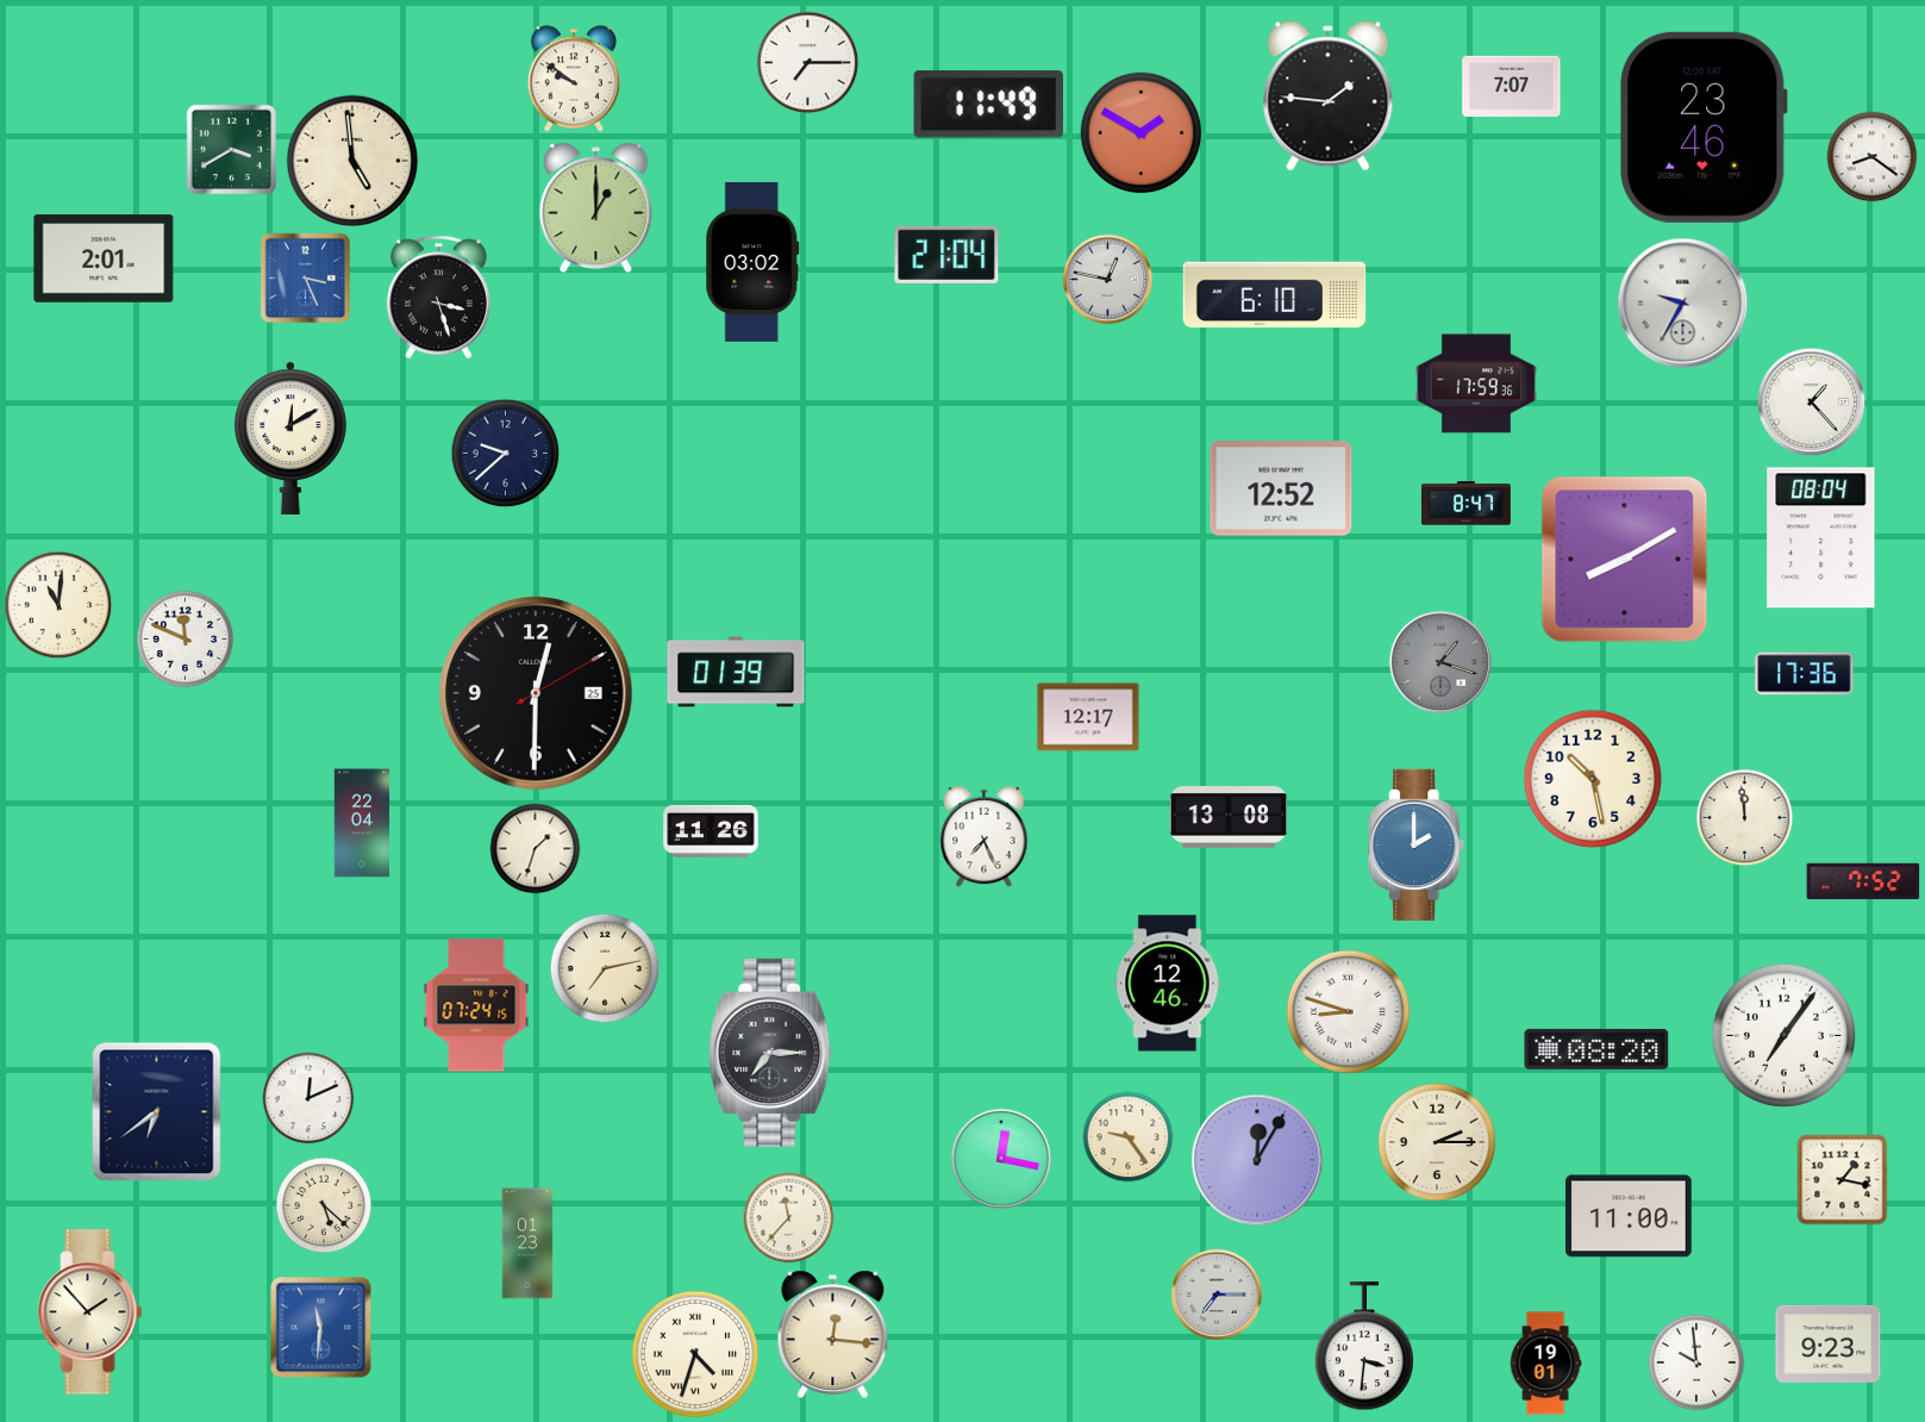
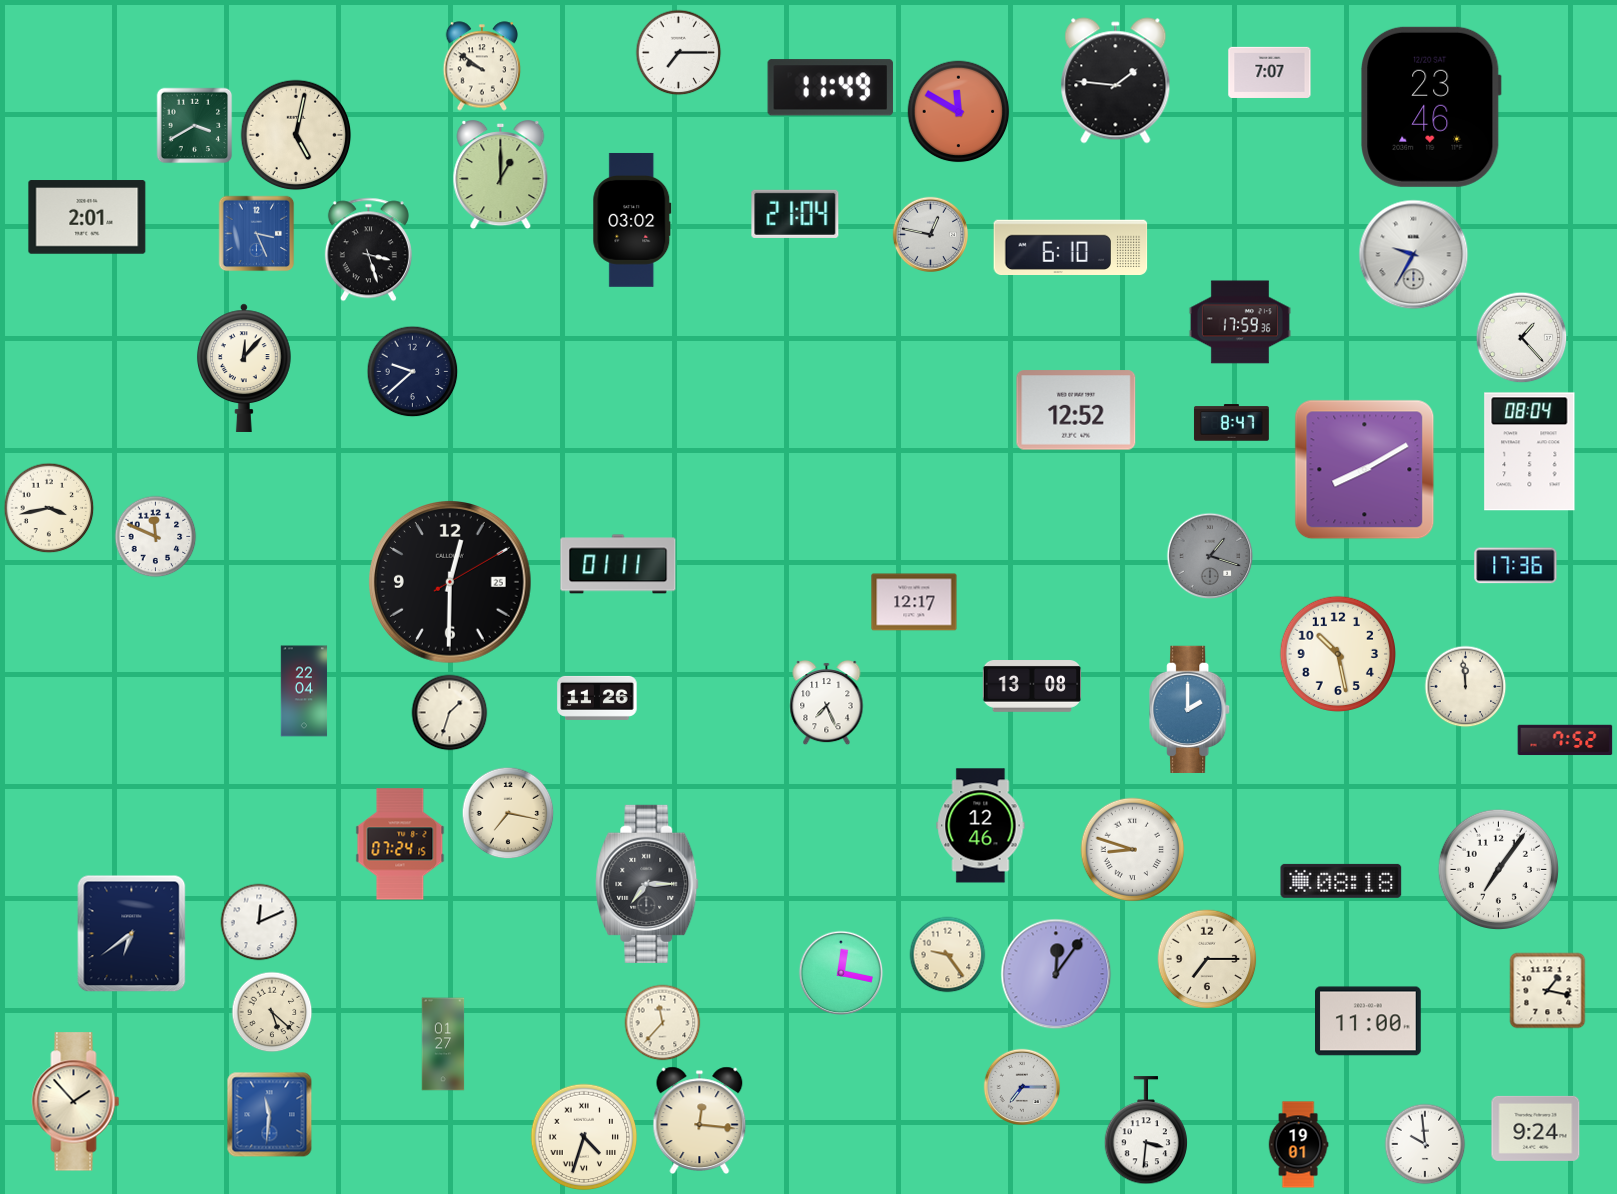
clock at (1142, 133): 1:50 -> 11:50
clock at (1873, 157): 8:21 -> none
clock at (352, 161): 4:59 -> 5:02
clock at (290, 438): 12:10 -> 12:07
clock at (506, 454) position: (506, 454) -> (413, 372)
clock at (58, 605): 11:01 -> 3:43
clock at (736, 672): 01:39 -> 01:11
clock at (605, 968): 7:13 -> 7:17
clock at (1596, 1049): 08:20 -> 08:18
clock at (1437, 1142): 2:15 -> 7:15
clock at (1257, 1160): 12:05 -> 12:06
clock at (527, 1243): 01:23 -> 01:27
clock at (1829, 1343): 9:23 -> 9:24
